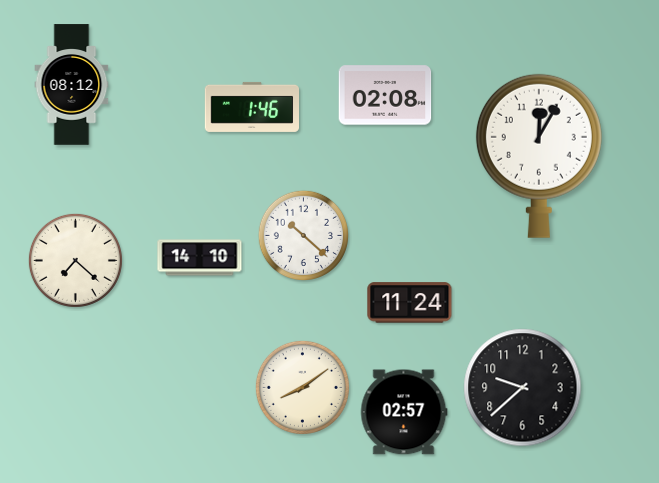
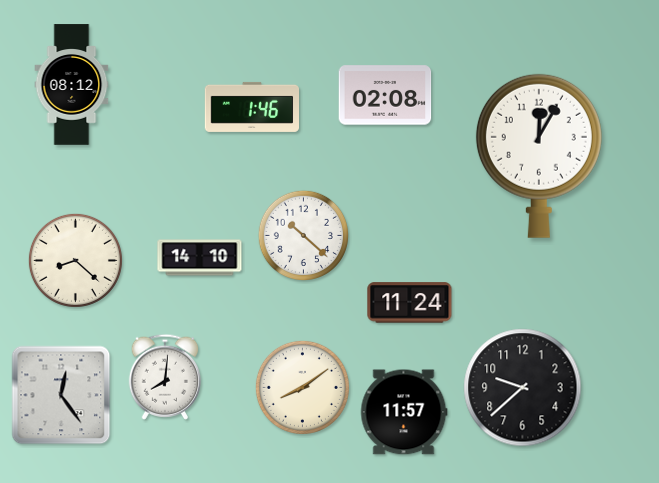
clock at (75, 260): 7:22 -> 8:22
clock at (164, 377): none -> 8:01
clock at (61, 395): none -> 12:24
clock at (404, 412): 02:57 -> 11:57
